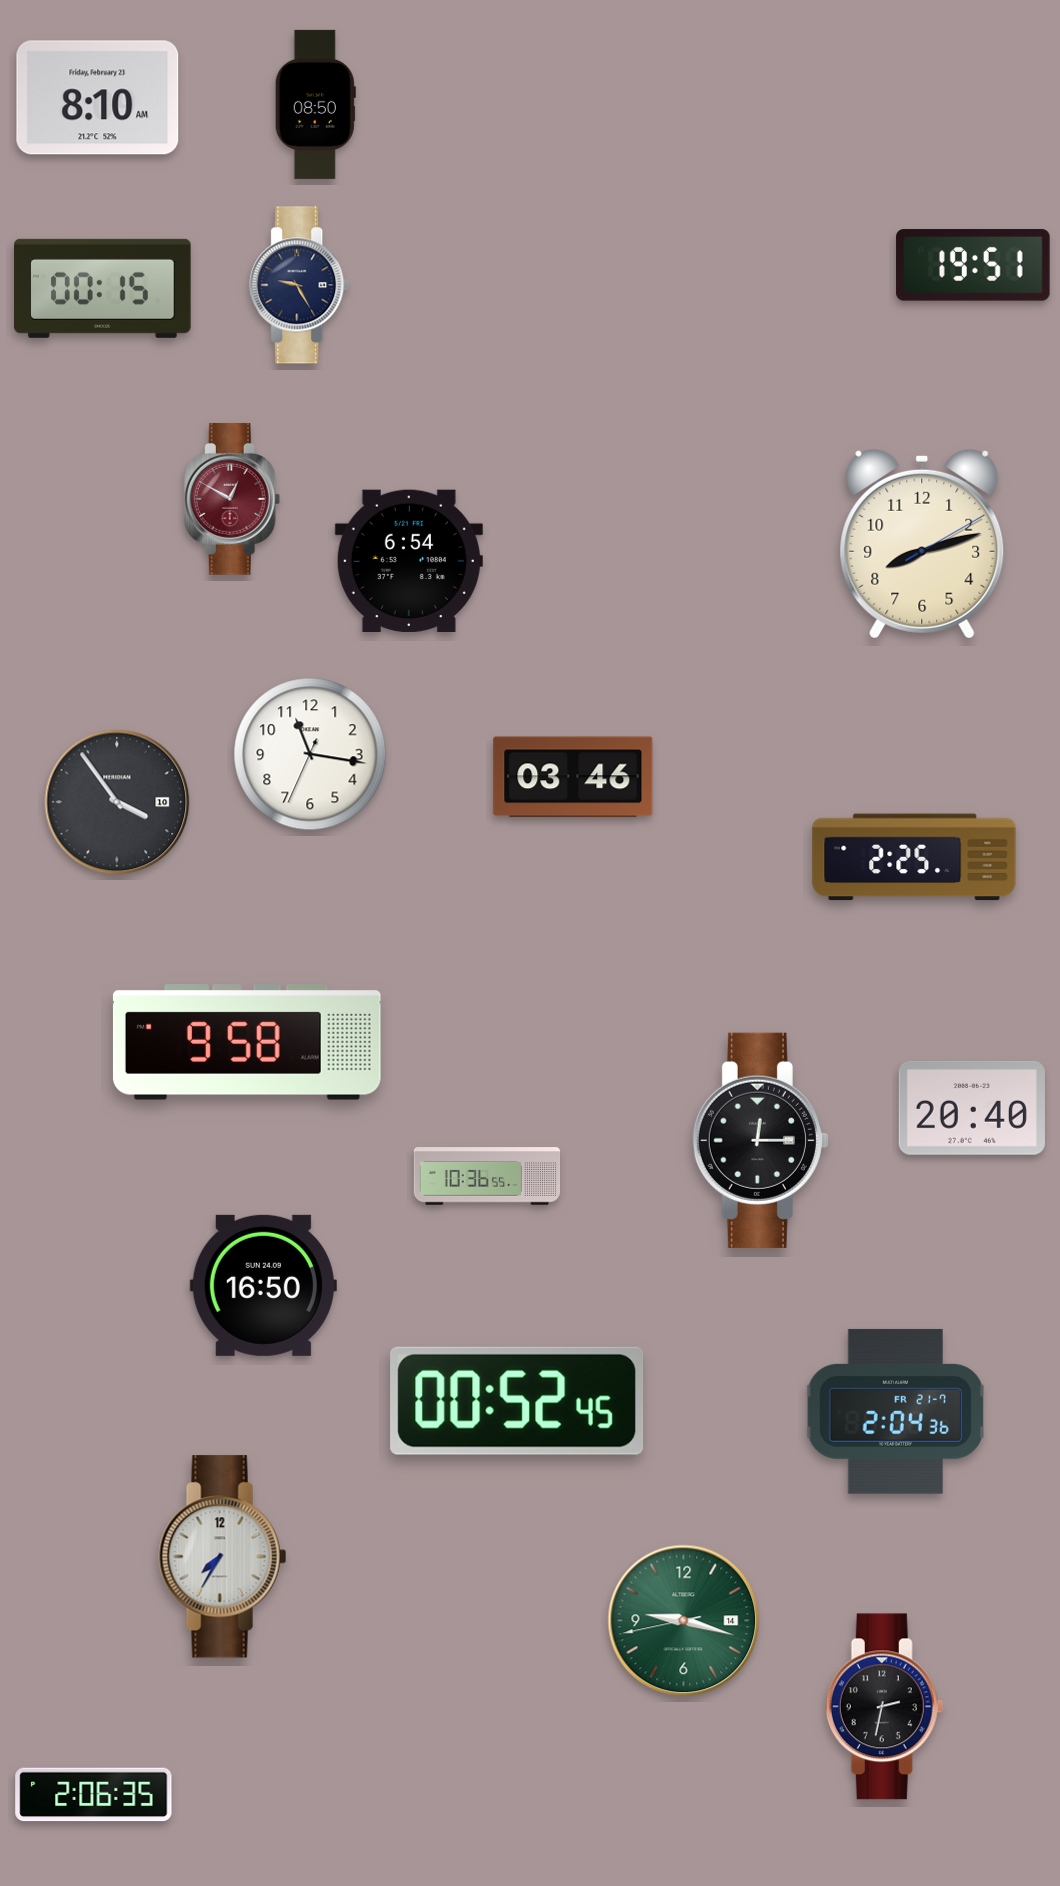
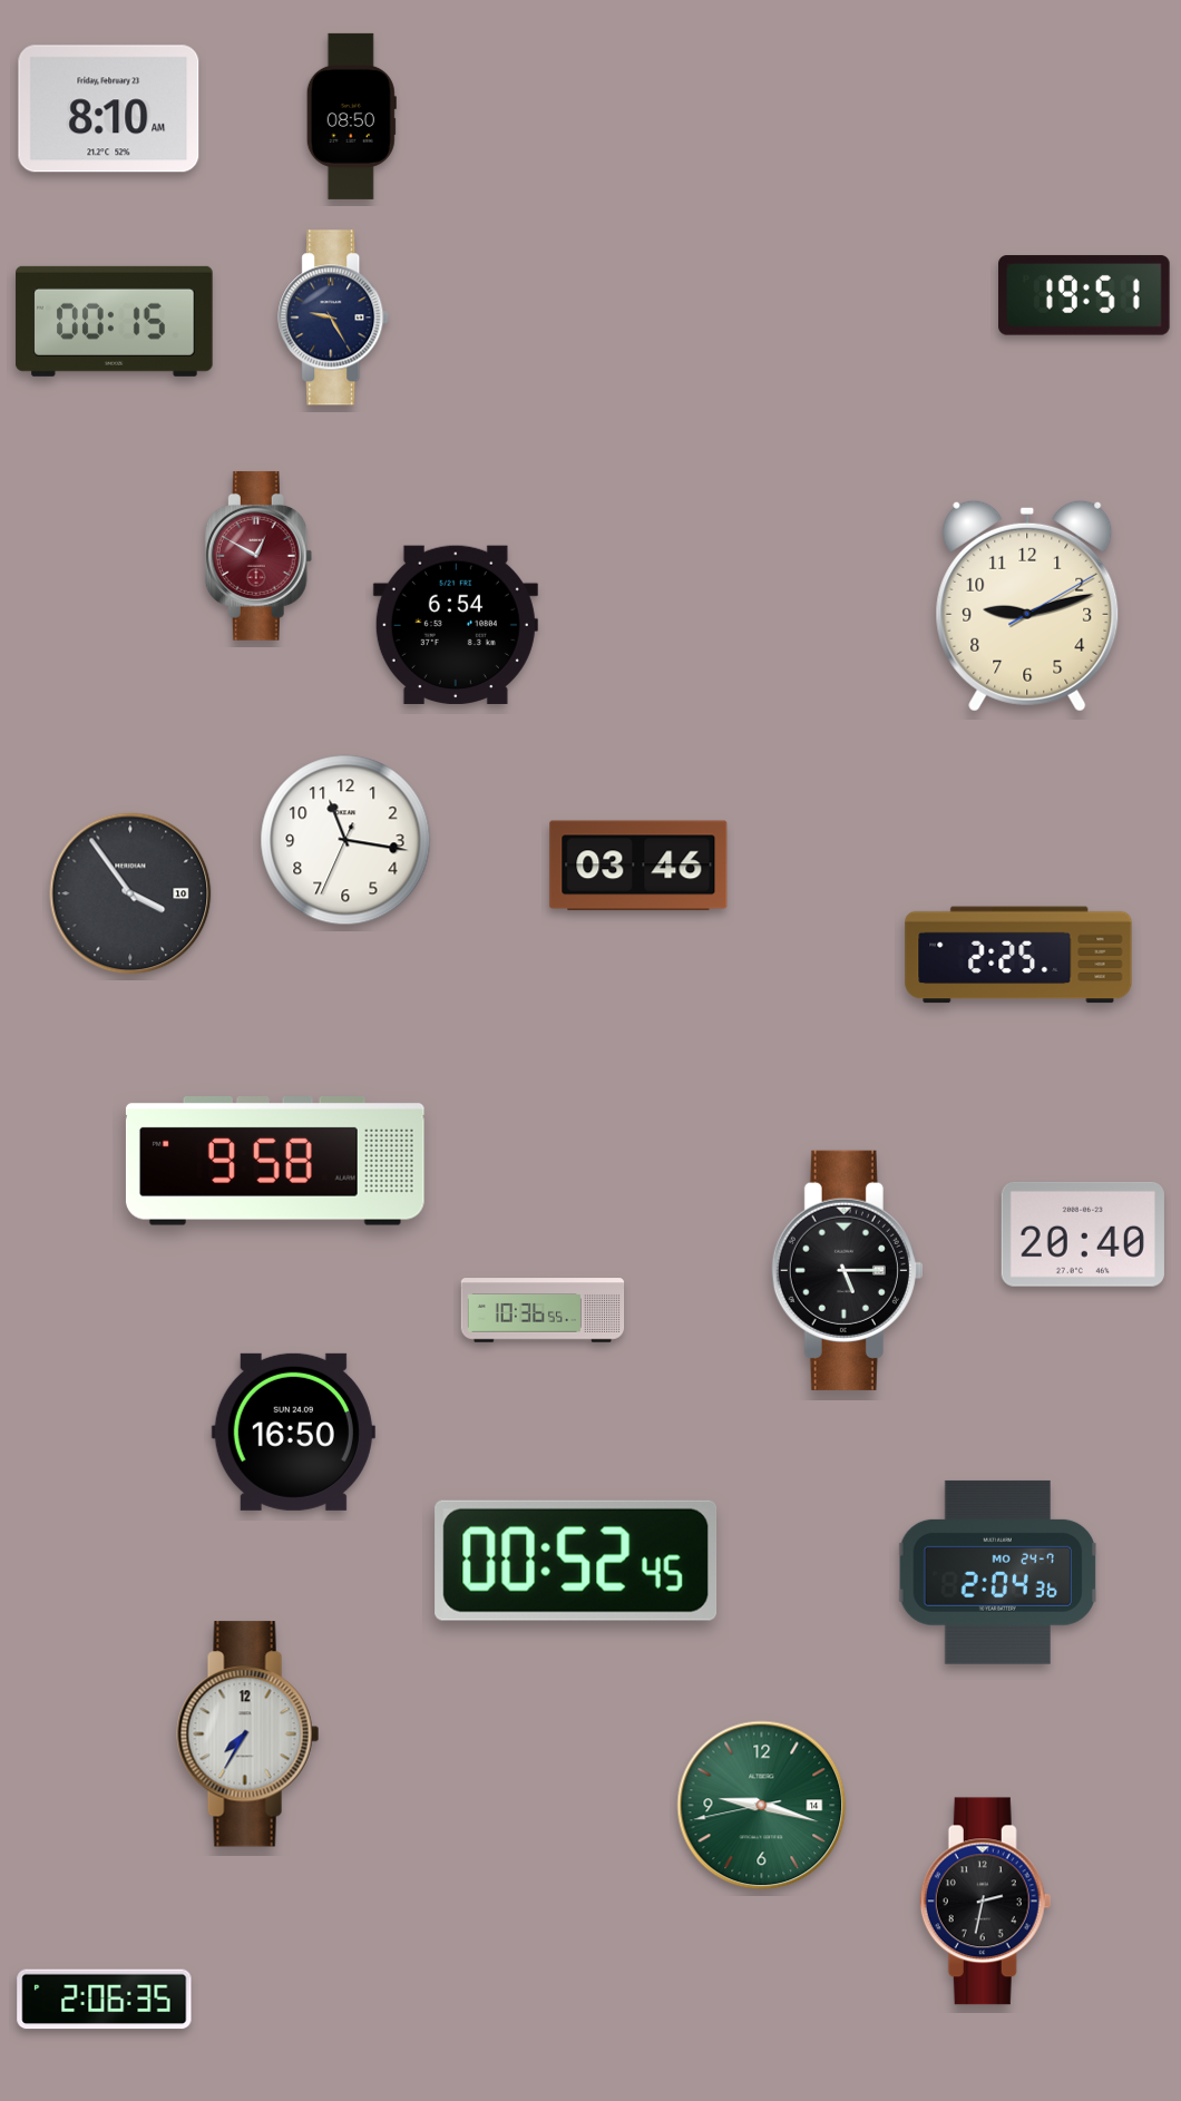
clock at (922, 544): 8:12 -> 9:12
clock at (760, 1140): 12:15 -> 5:15
clock at (896, 1411) date: FR 21-7 -> MO 24-7
